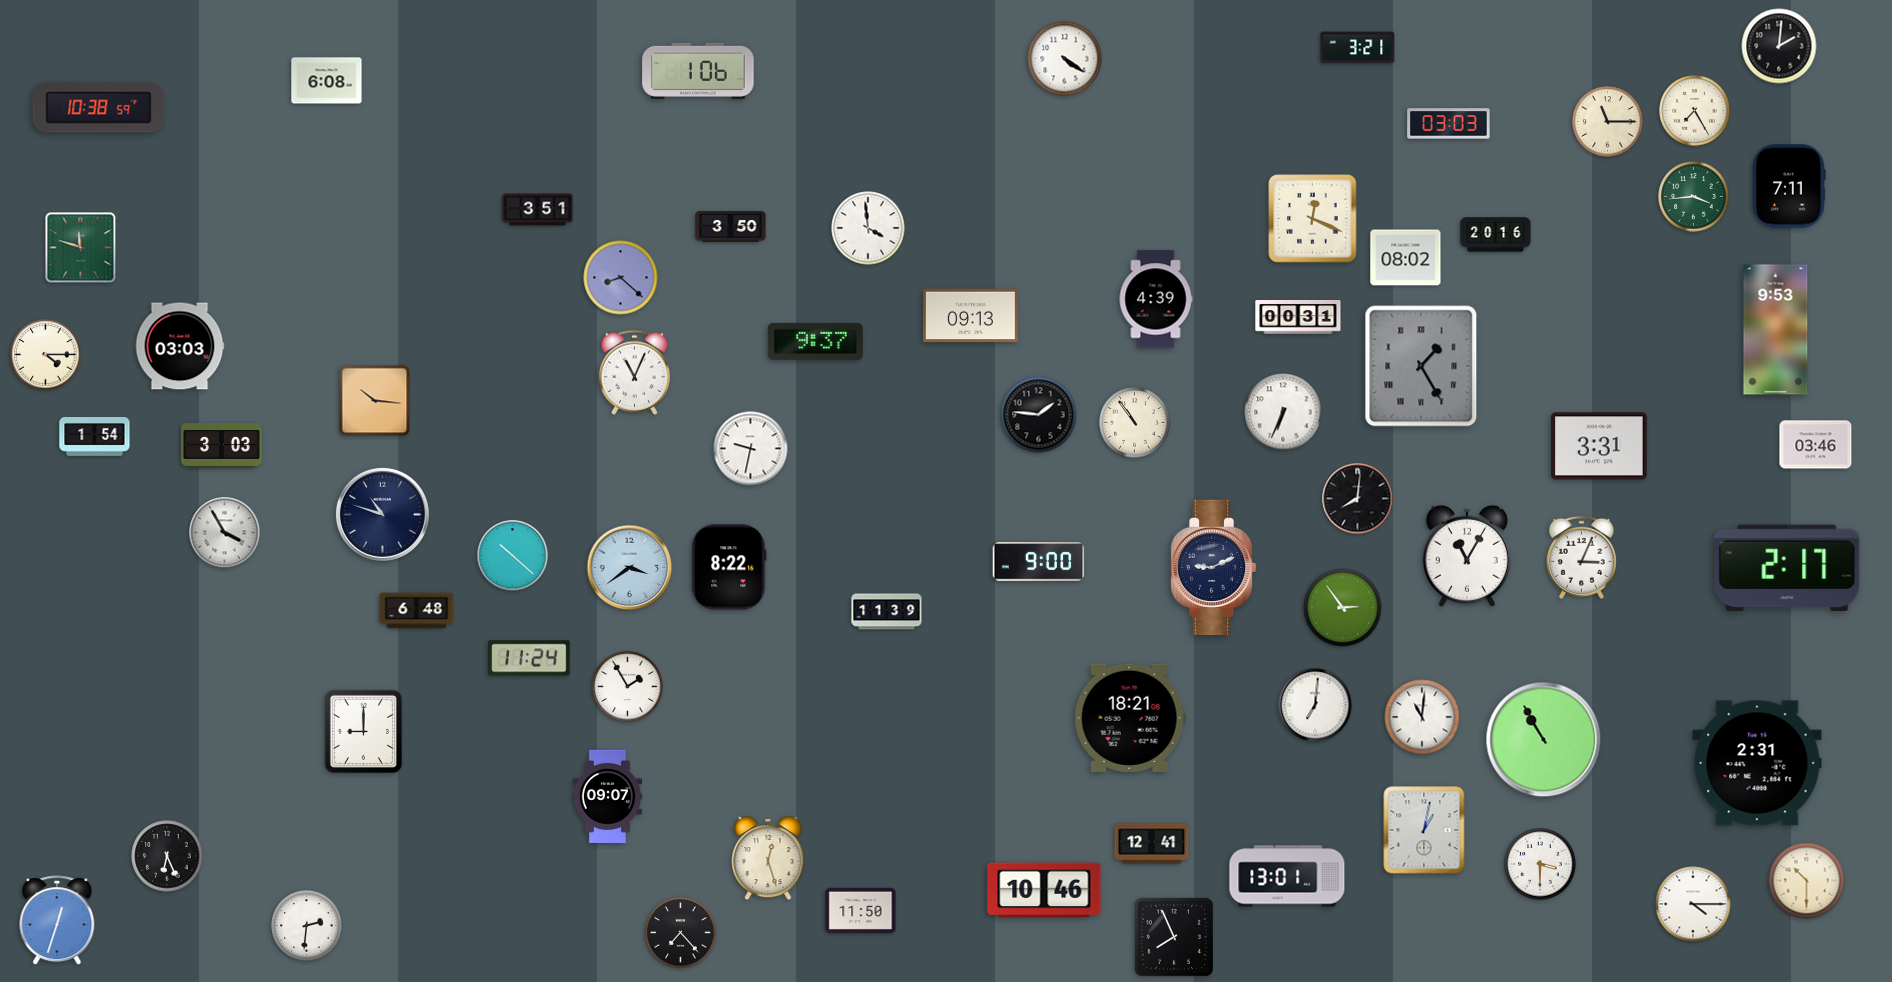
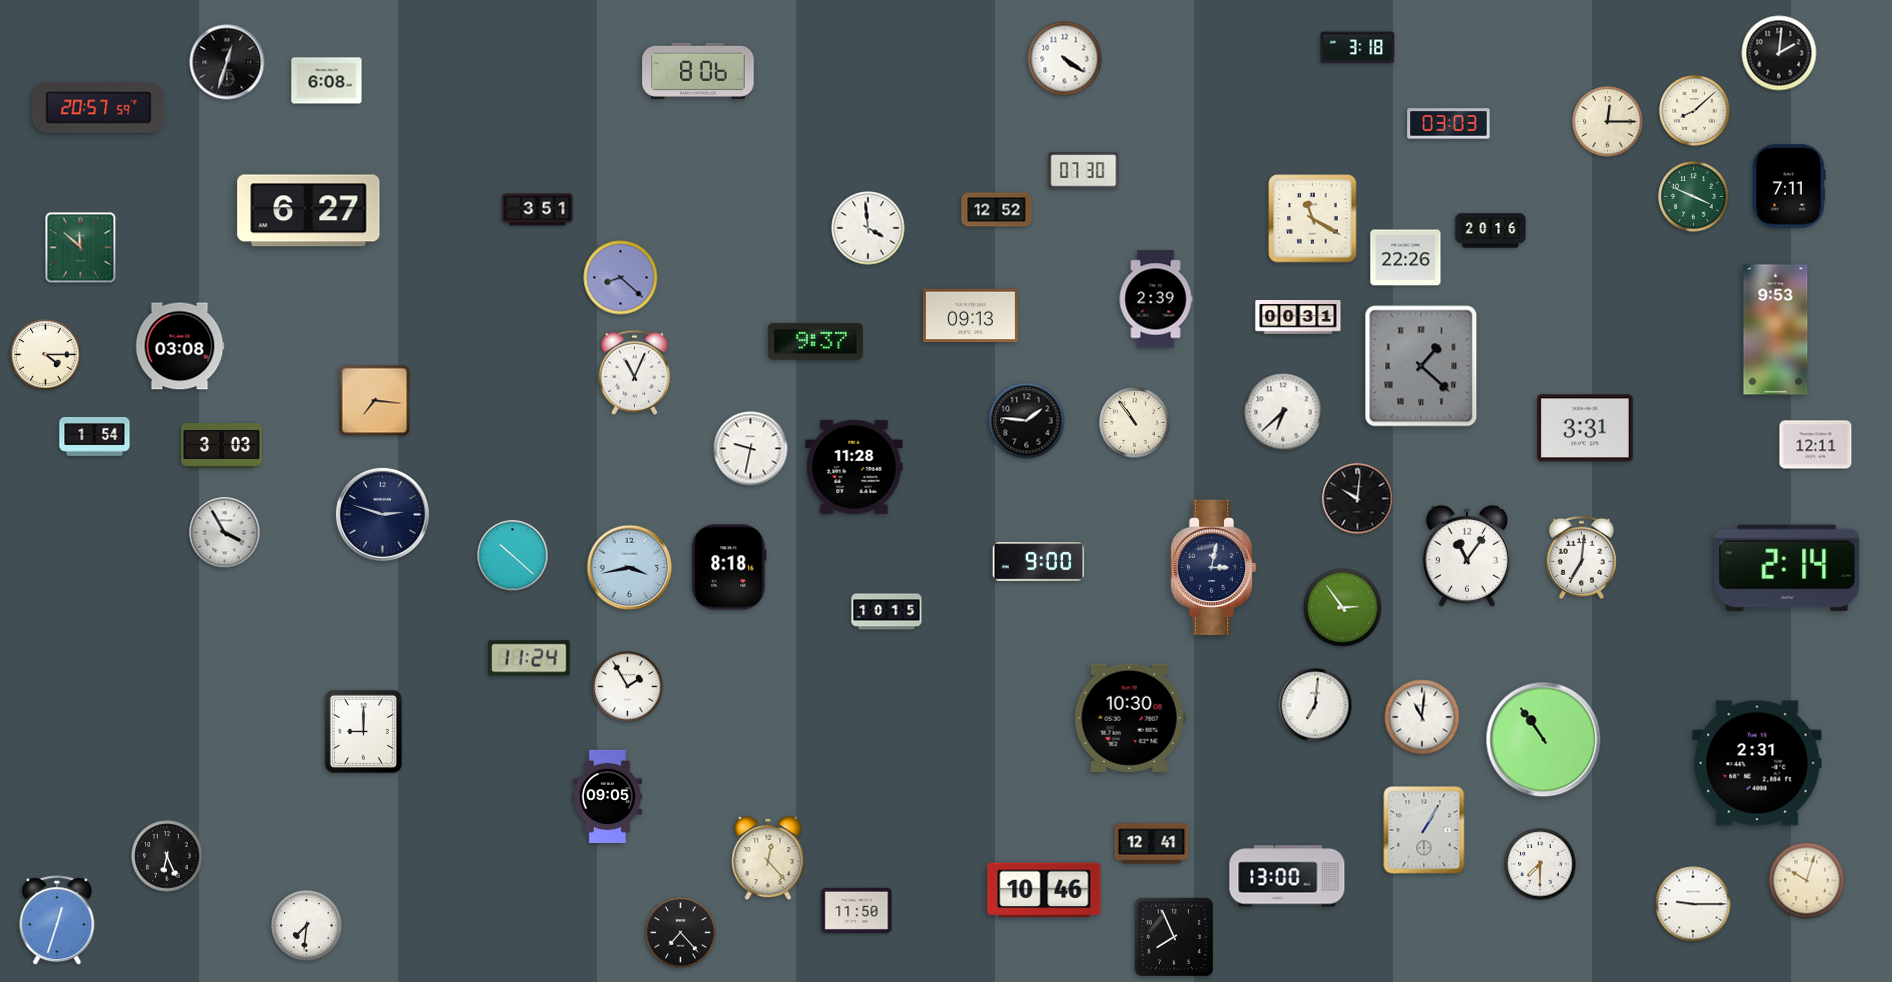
clock at (1779, 46) position: (1779, 46) -> (1779, 53)
clock at (1358, 48): 3:21 -> 3:18
clock at (227, 62): none -> 12:33
clock at (698, 71): 1:06 -> 8:06
clock at (99, 108): 10:38 -> 20:57
clock at (1695, 111): 7:25 -> 8:08
clock at (1608, 122): 11:15 -> 12:15
clock at (1084, 171): none -> 07:30
clock at (1694, 197): 3:44 -> 3:49
clock at (997, 210): none -> 12:52
clock at (309, 211): none -> 6:27
clock at (1313, 219): 12:19 -> 11:20
clock at (731, 227): 3:50 -> none
clock at (1496, 235) position: (1496, 235) -> (1491, 231)
clock at (81, 248): 11:48 -> 11:52
clock at (1406, 258): 08:02 -> 22:26
clock at (1156, 299): 4:39 -> 2:39
clock at (180, 346): 03:03 -> 03:08
clock at (1421, 366): 1:25 -> 1:22
clock at (375, 401): 10:16 -> 7:16
clock at (1283, 412): 6:34 -> 6:38
clock at (1039, 415) position: (1039, 415) -> (1027, 421)
clock at (1816, 445): 03:46 -> 12:11
clock at (1600, 446) position: (1600, 446) -> (1586, 428)
clock at (854, 467): none -> 11:28
clock at (1358, 499): 8:01 -> 10:01
clock at (382, 514): 10:48 -> 2:48
clock at (1467, 556): 11:05 -> 11:06
clock at (1581, 557): 3:04 -> 7:01
clock at (729, 567): 8:22 -> 8:18
clock at (1213, 567): 9:11 -> 3:02
clock at (1787, 567): 2:17 -> 2:14
clock at (630, 568): 3:39 -> 3:43
clock at (417, 611): 6:48 -> none
clock at (887, 612): 11:39 -> 10:15
clock at (1130, 718): 18:21 -> 10:30
clock at (1544, 740): 10:55 -> 10:54
clock at (608, 796): 09:07 -> 09:05
clock at (1424, 830): 1:02 -> 1:05
clock at (768, 859): 12:27 -> 12:23
clock at (1540, 864): 3:30 -> 7:30
clock at (1287, 876): 13:01 -> 13:00
clock at (1807, 881): 10:30 -> 10:03
clock at (1693, 904): 4:15 -> 9:15
clock at (861, 910) position: (861, 910) -> (857, 910)
clock at (307, 926): 2:31 -> 7:31
